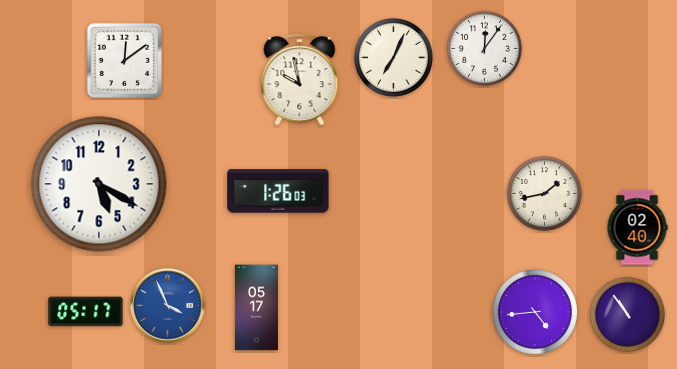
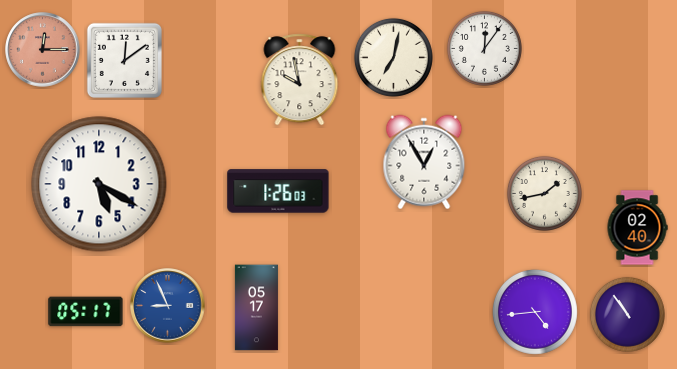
clock at (43, 50): none -> 12:15
clock at (393, 57): 7:04 -> 7:02
clock at (424, 162): none -> 12:55
clock at (168, 306): 3:56 -> 8:56
